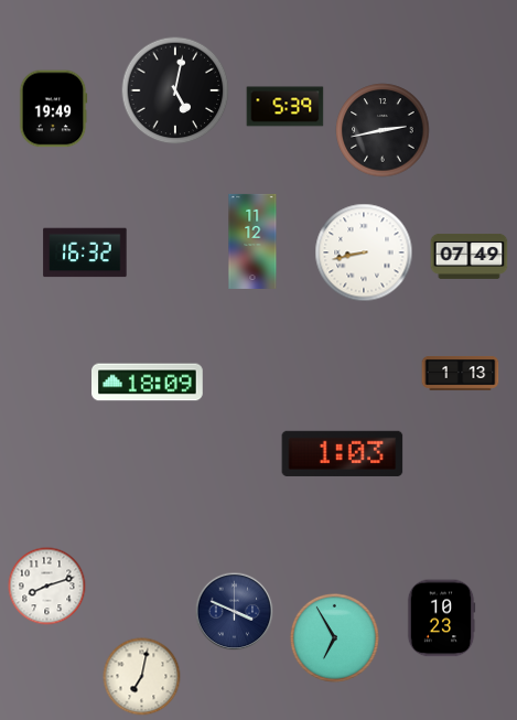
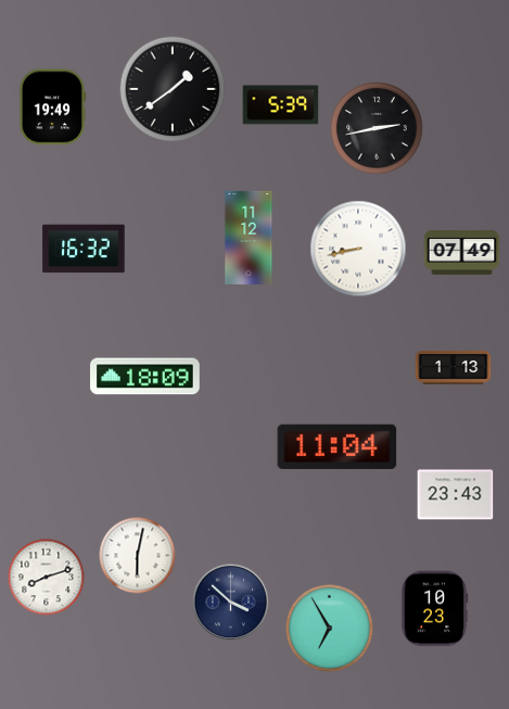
clock at (175, 90): 5:02 -> 1:39
clock at (343, 453): 1:03 -> 11:04
clock at (456, 495): none -> 23:43
clock at (138, 556): none -> 6:02
clock at (235, 612): 3:49 -> 3:52
clock at (142, 677): 7:02 -> none
